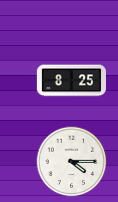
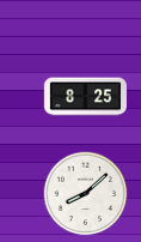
clock at (72, 162): 4:15 -> 8:08
